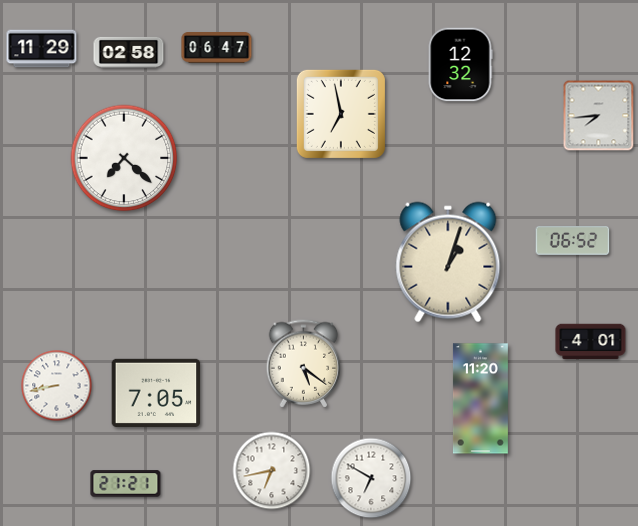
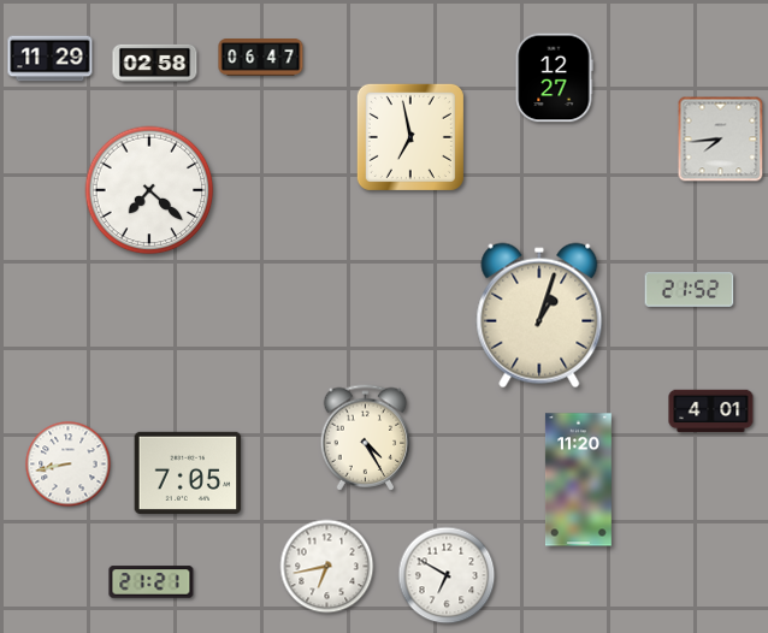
clock at (460, 65): 12:32 -> 12:27
clock at (573, 241): 06:52 -> 21:52
clock at (304, 364): 5:21 -> 4:25
